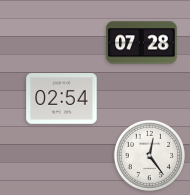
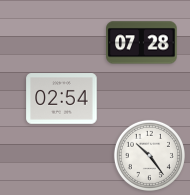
clock at (149, 155): 12:24 -> 10:24
